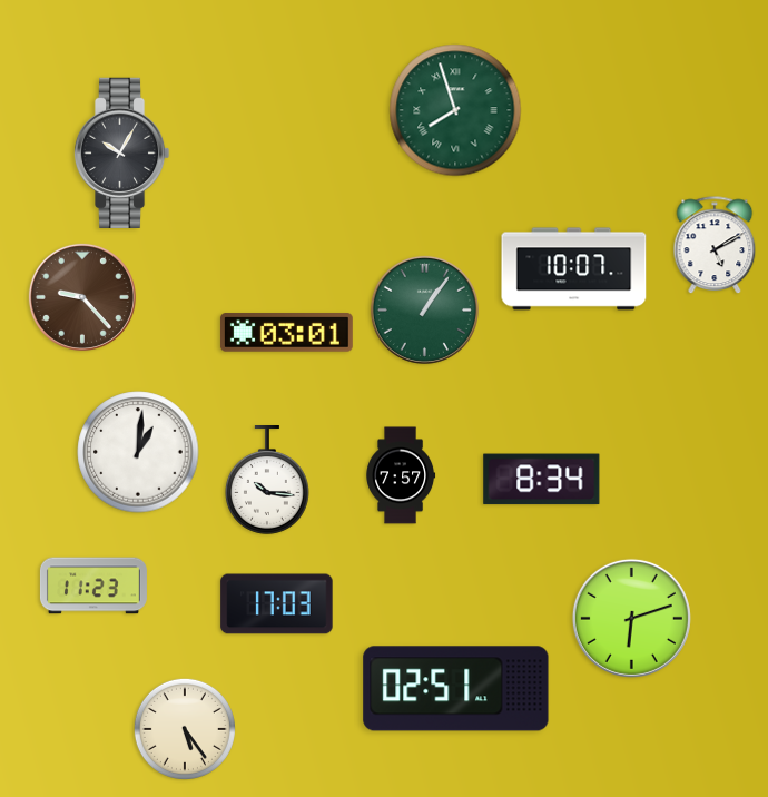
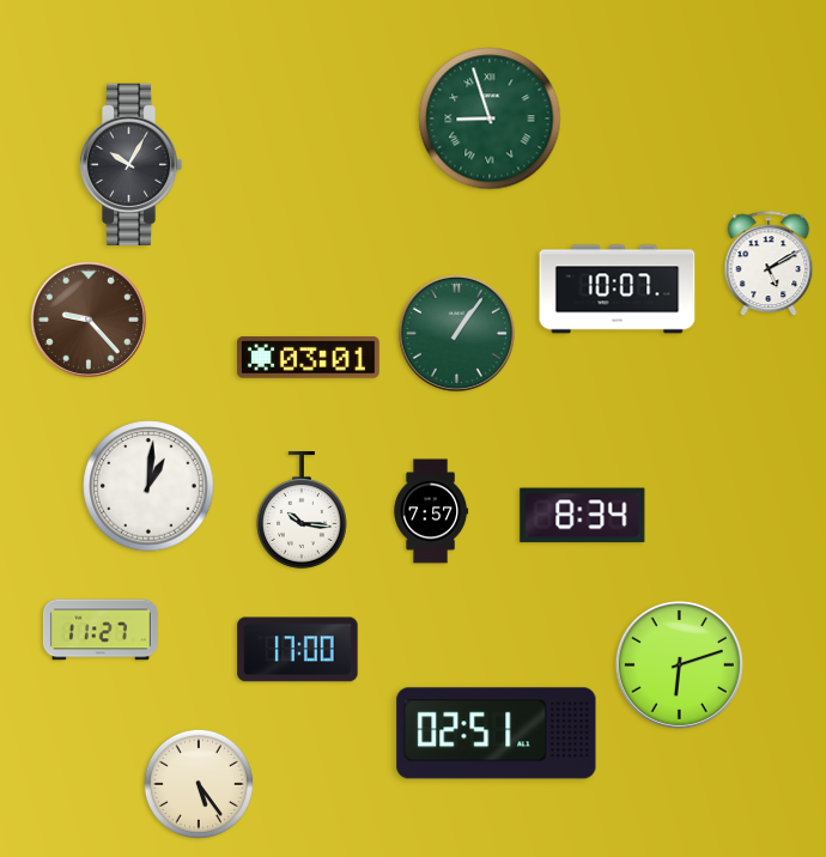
clock at (455, 110): 7:57 -> 8:57
clock at (267, 481) position: (267, 481) -> (302, 511)
clock at (93, 586): 11:23 -> 11:27
clock at (277, 604): 17:03 -> 17:00
clock at (456, 689) position: (456, 689) -> (497, 734)
